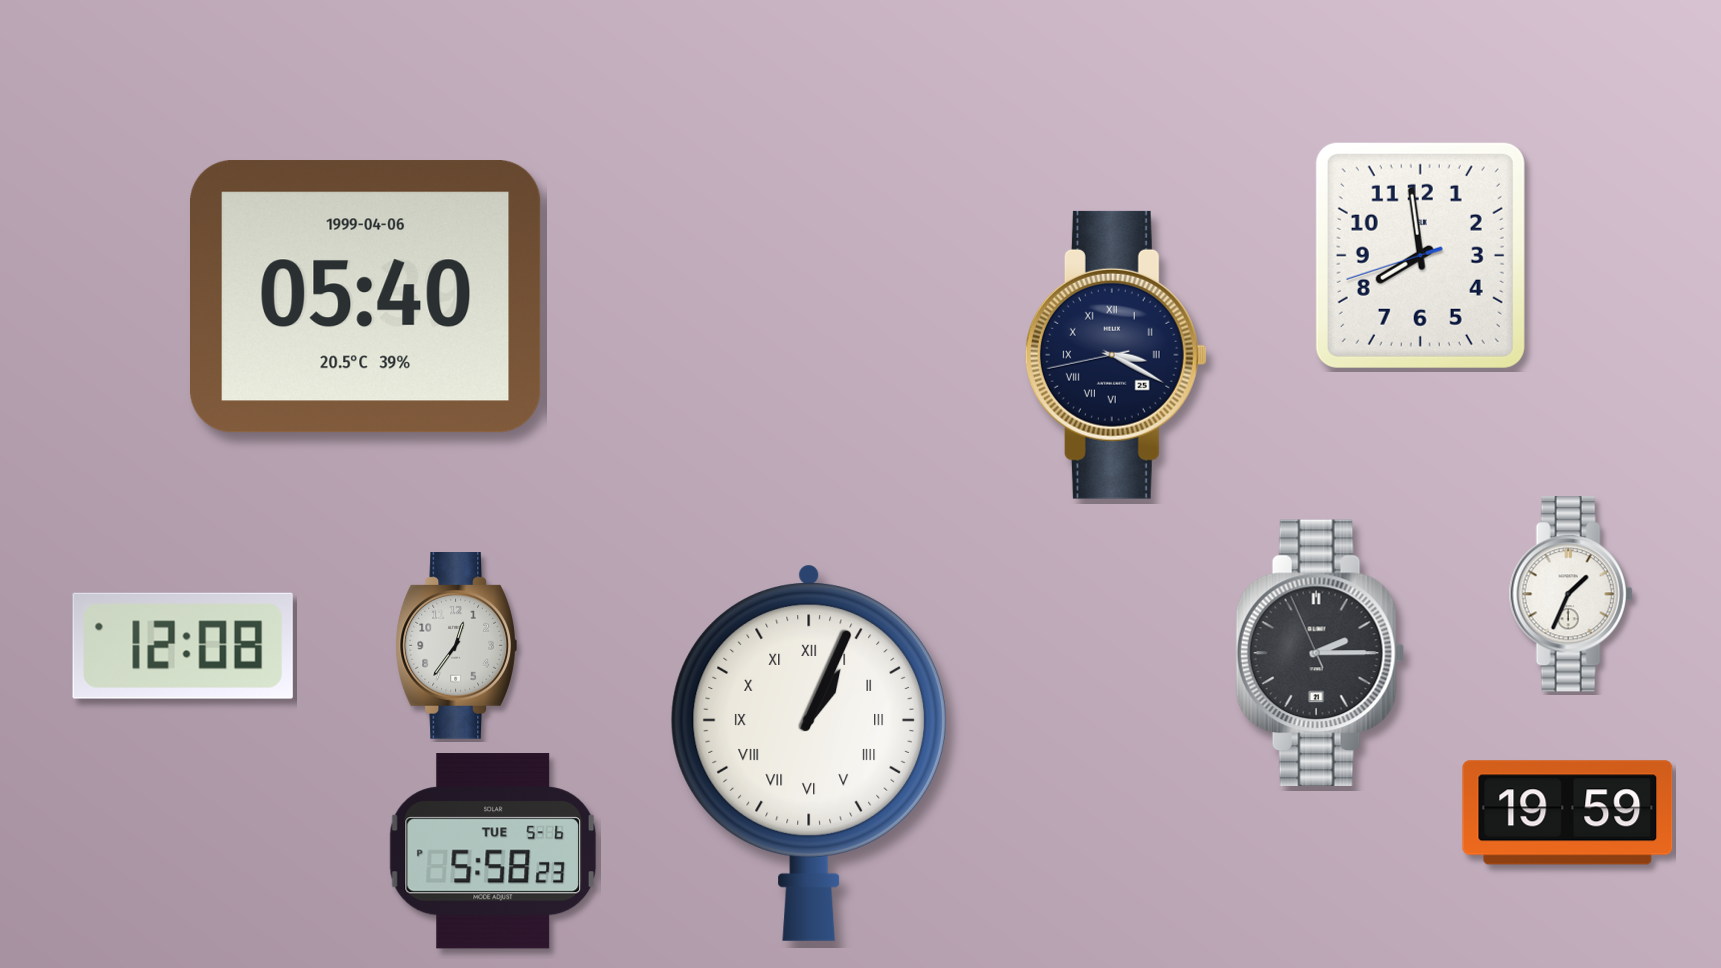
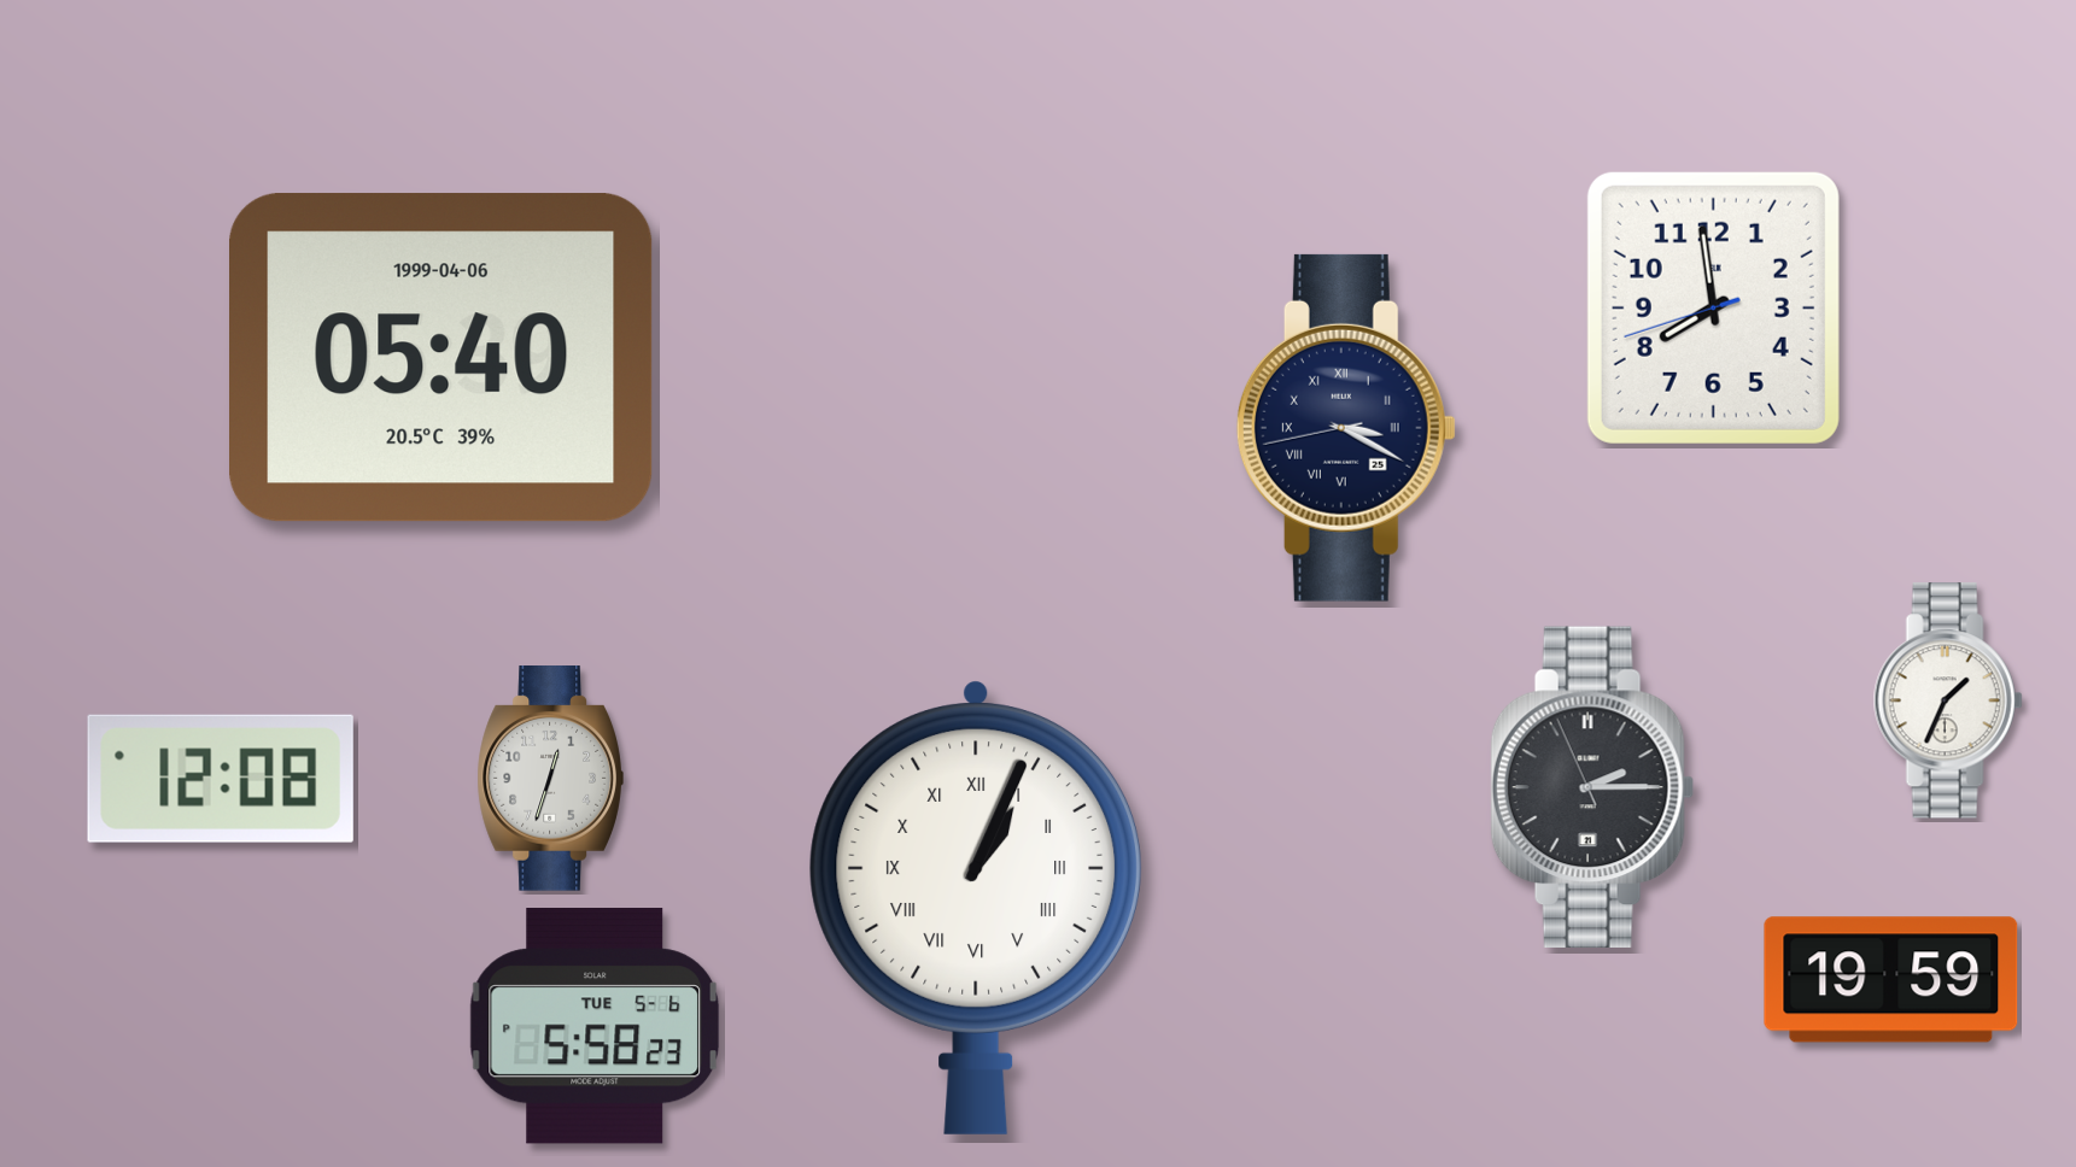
clock at (1571, 594) position: (1571, 594) -> (1948, 700)
clock at (456, 646): 12:36 -> 12:33
